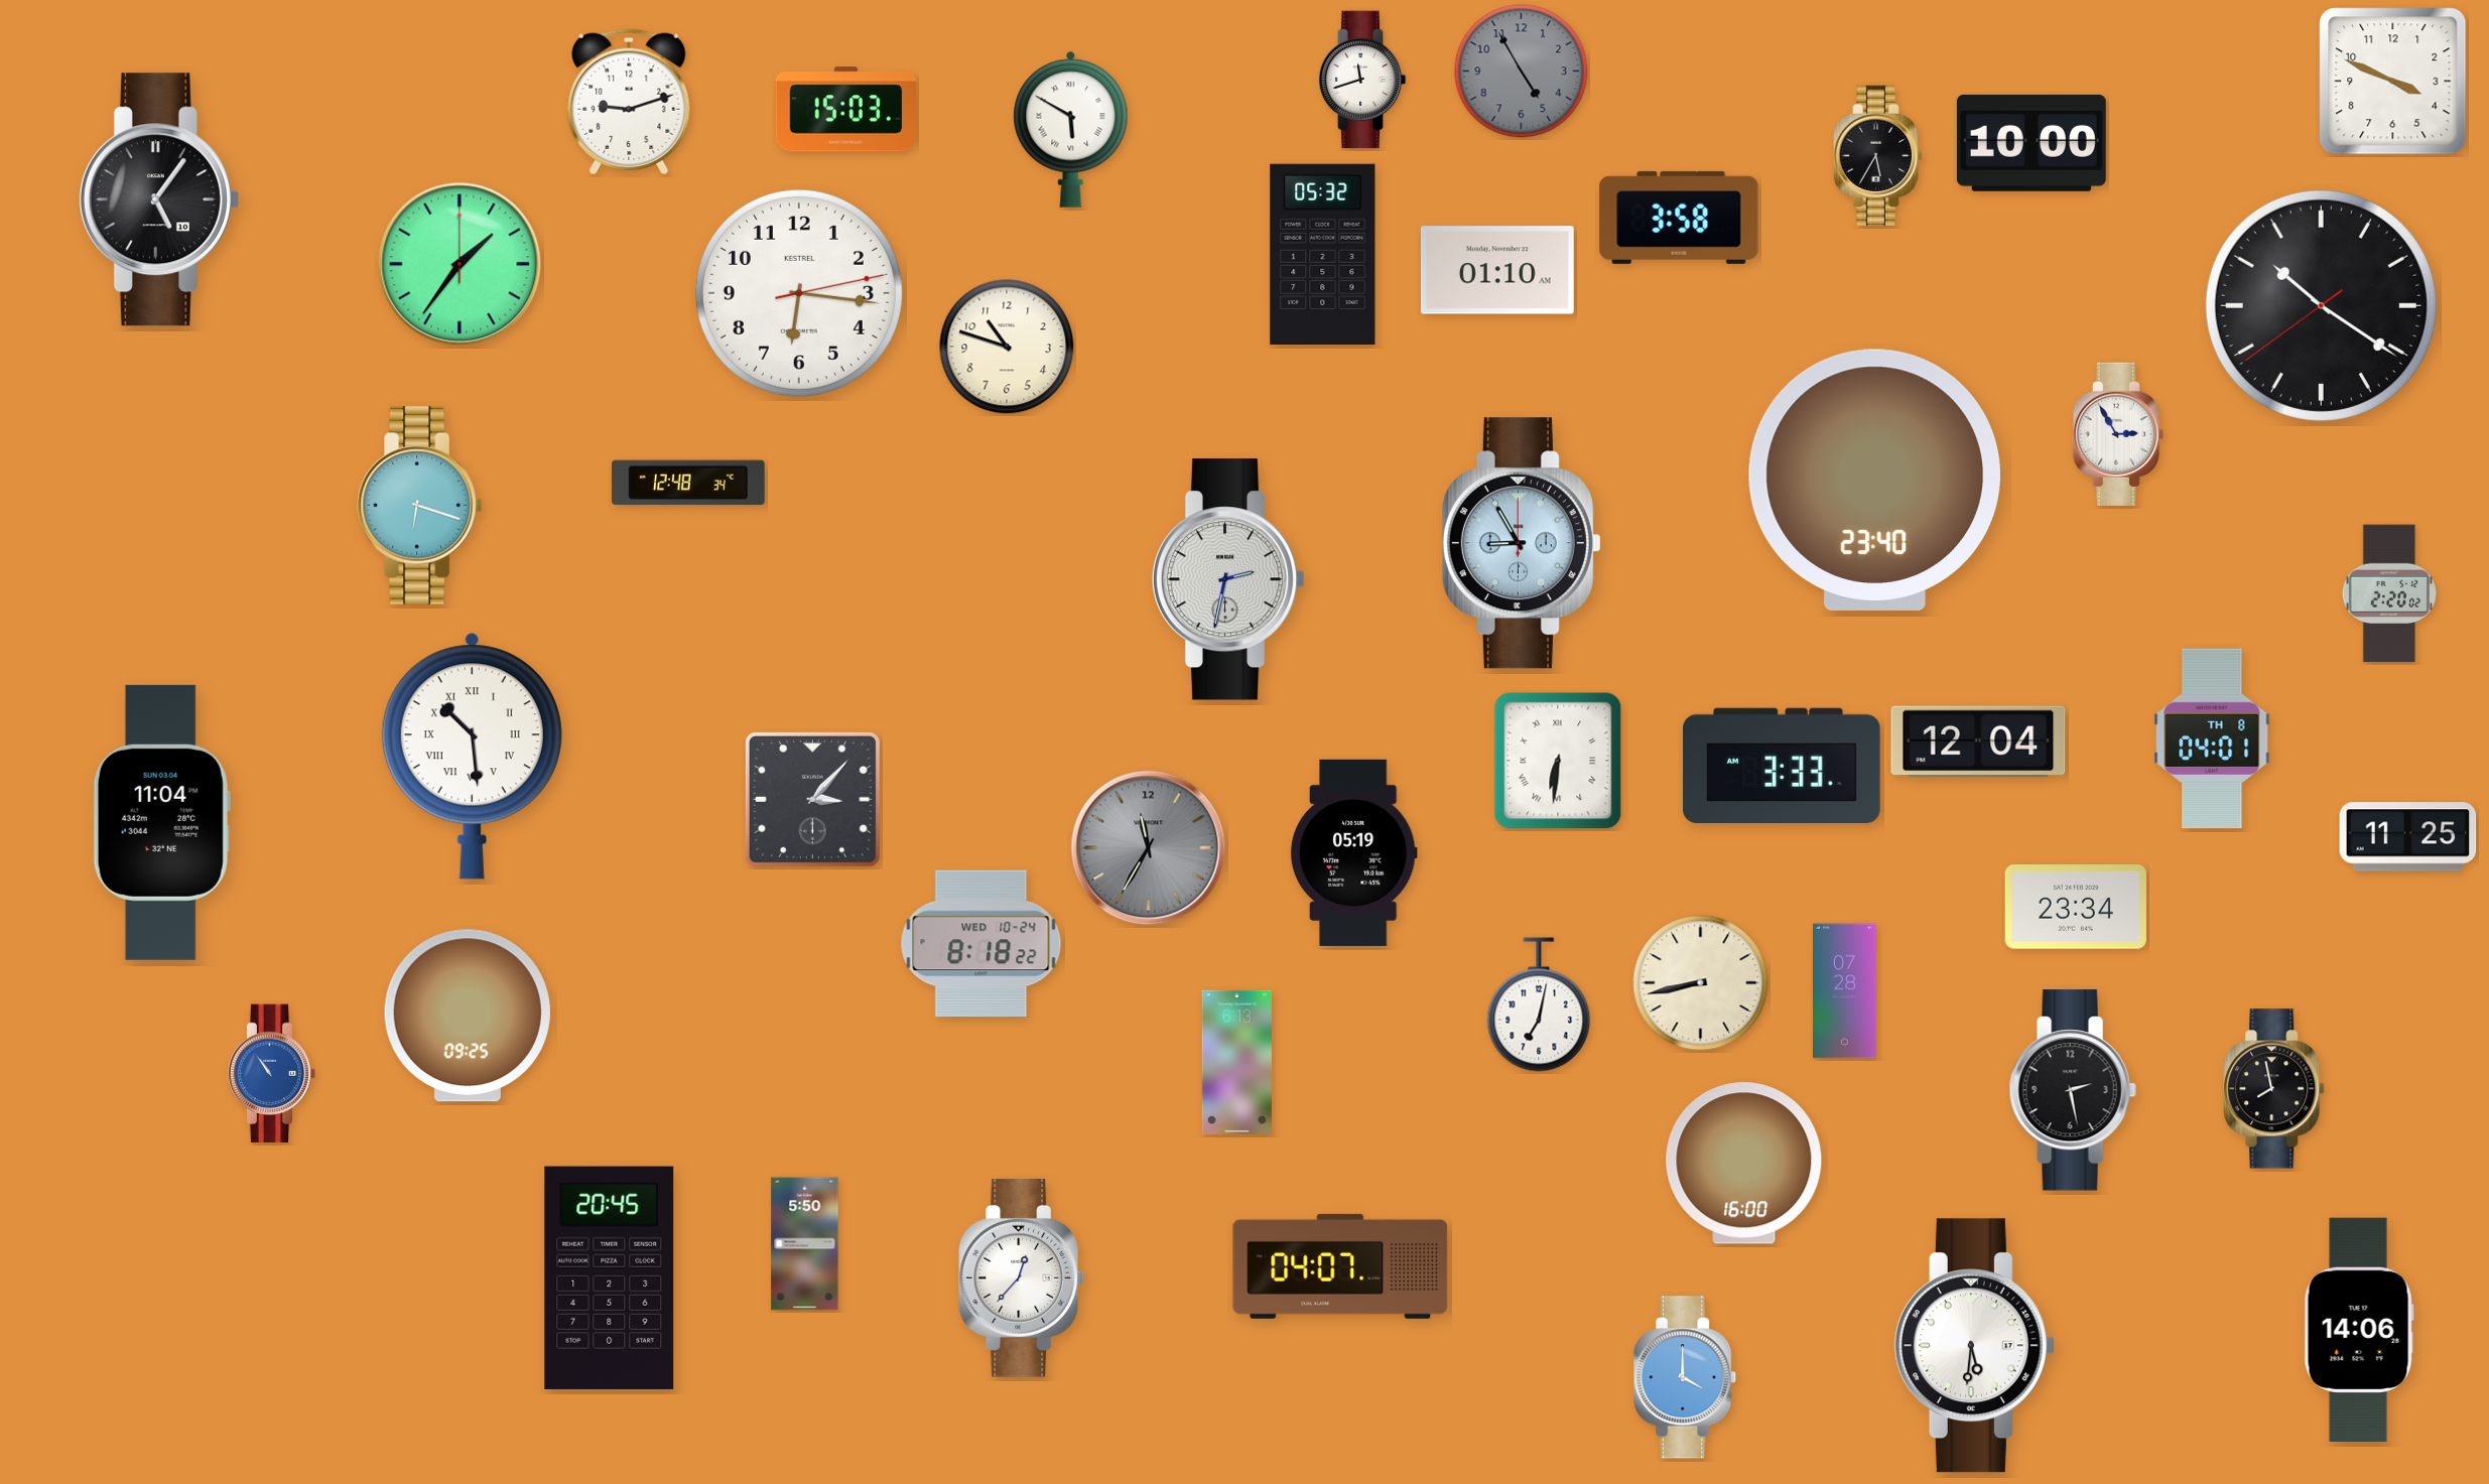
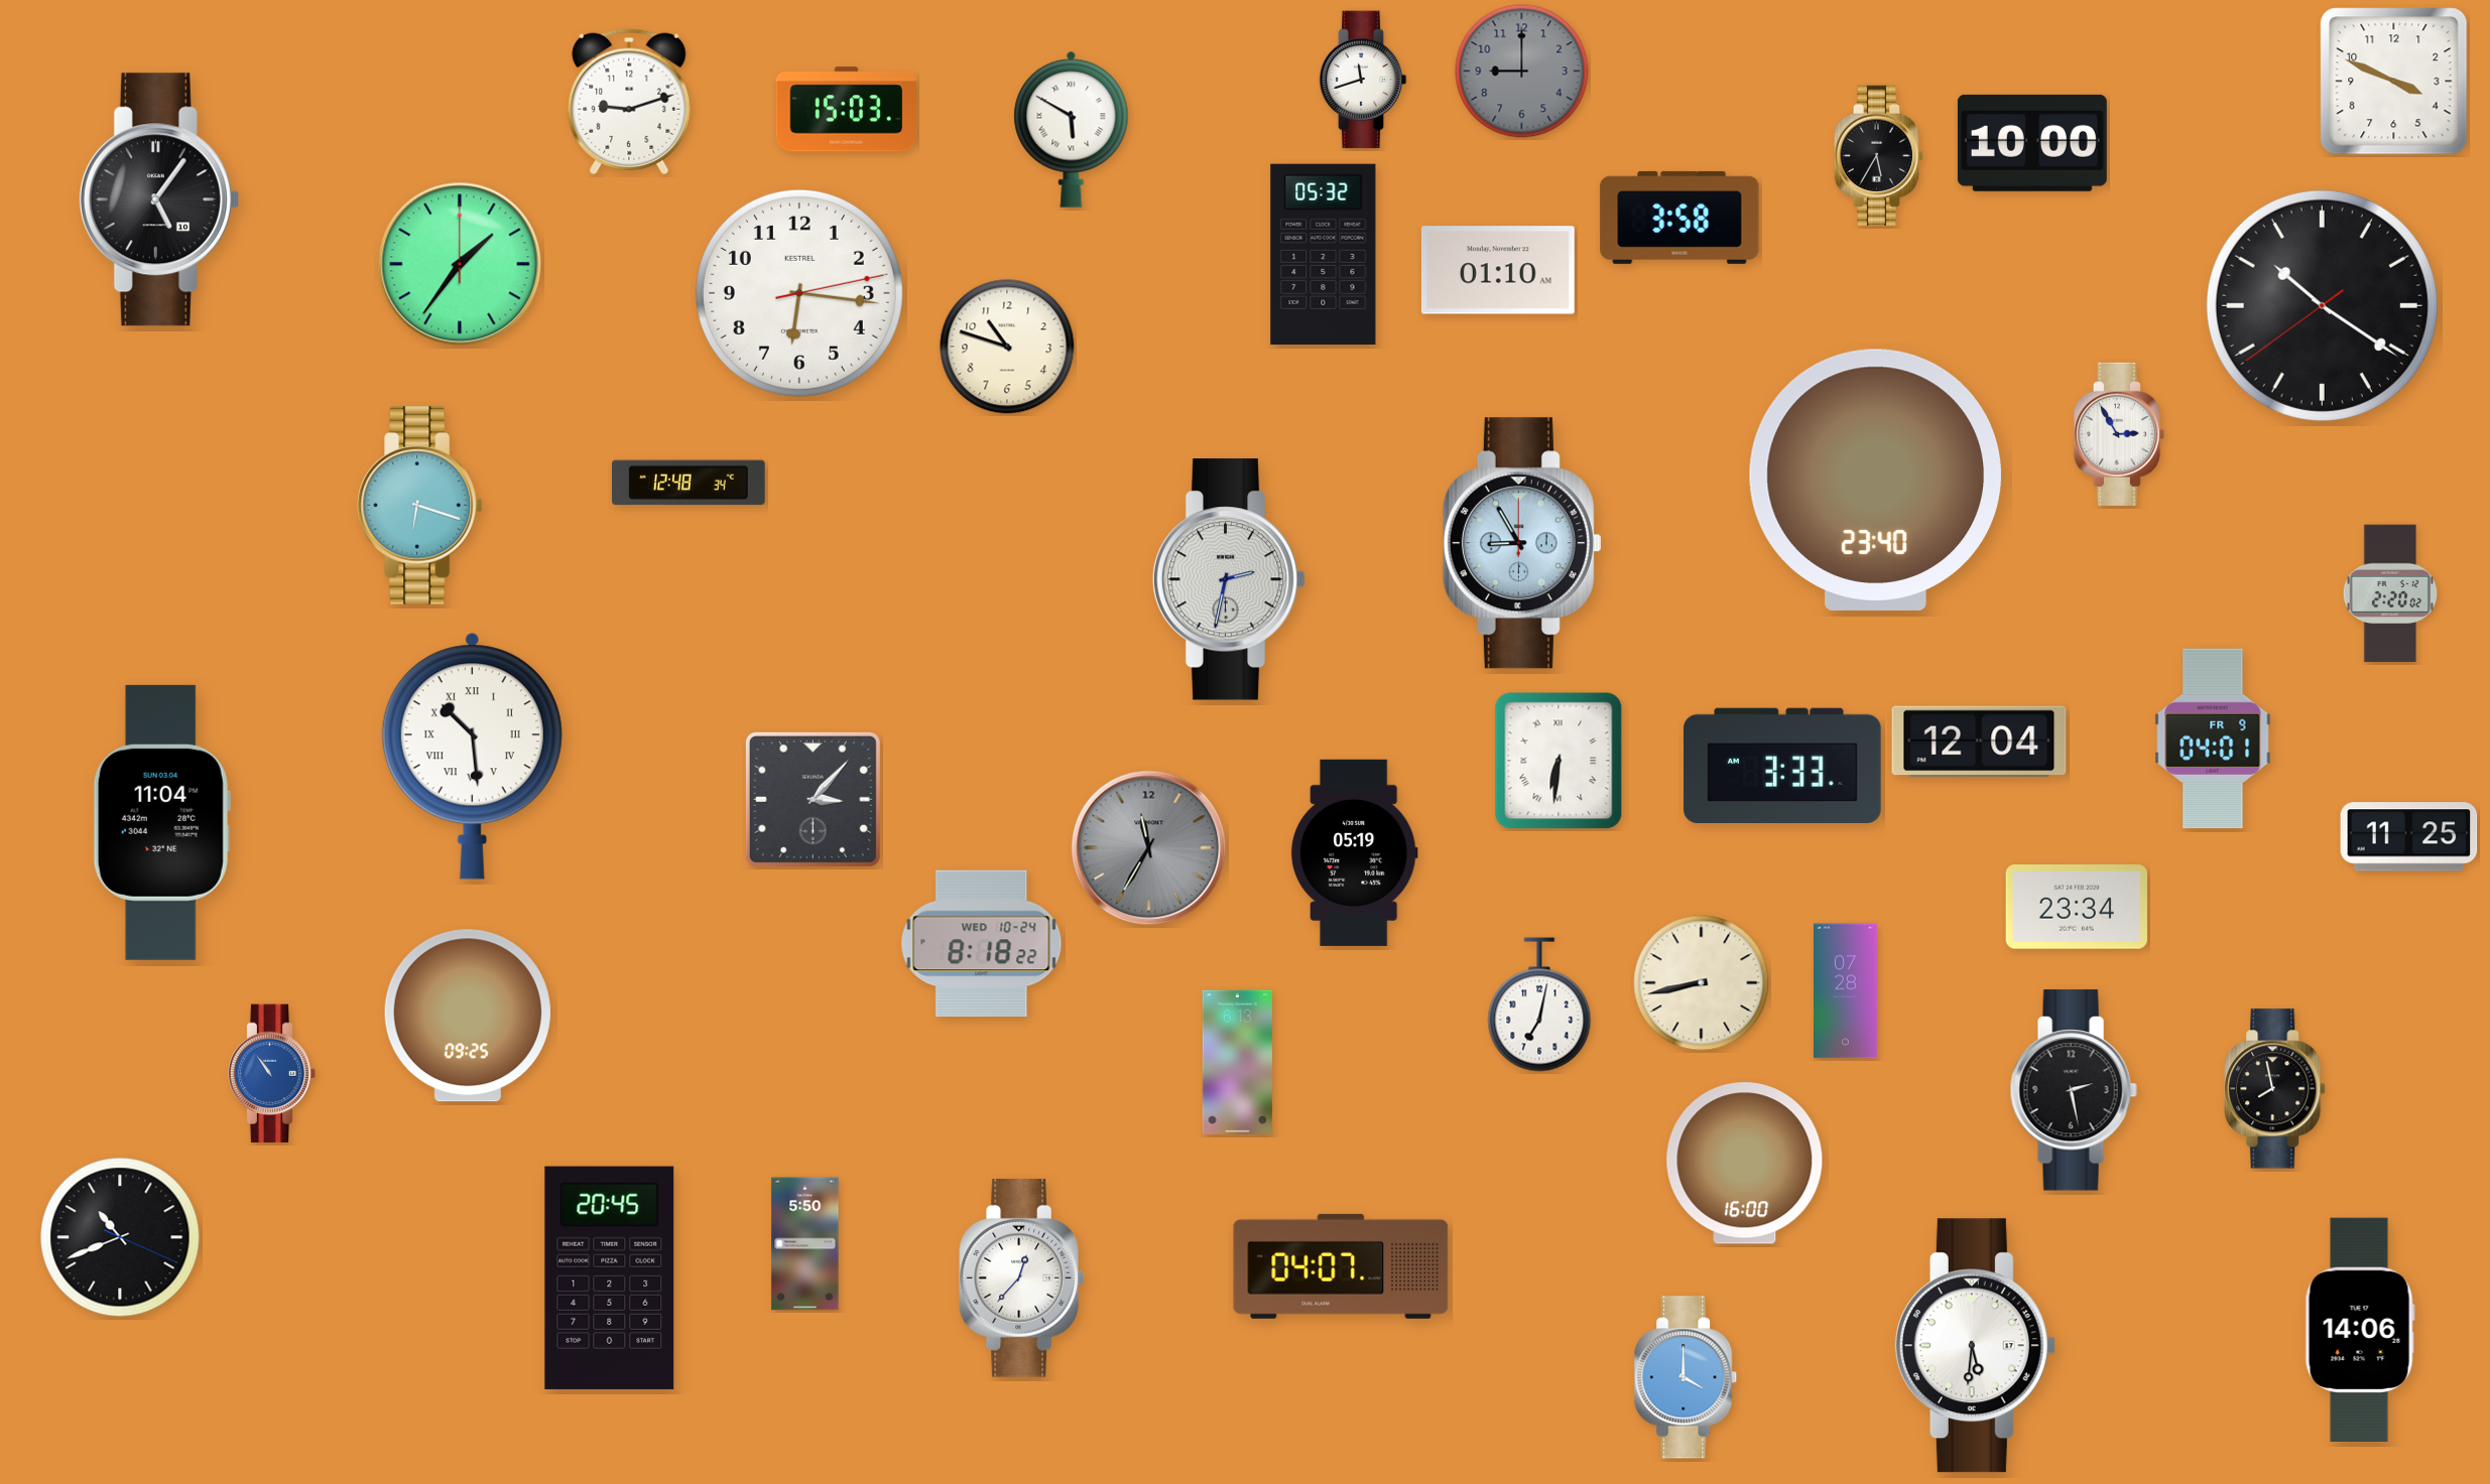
clock at (1522, 72): 4:55 -> 9:00
clock at (2212, 738) date: TH 8 -> FR 9
clock at (120, 1237): none -> 10:41
